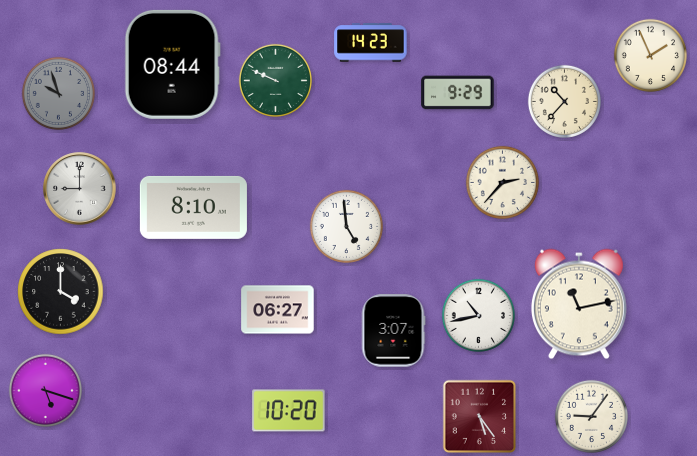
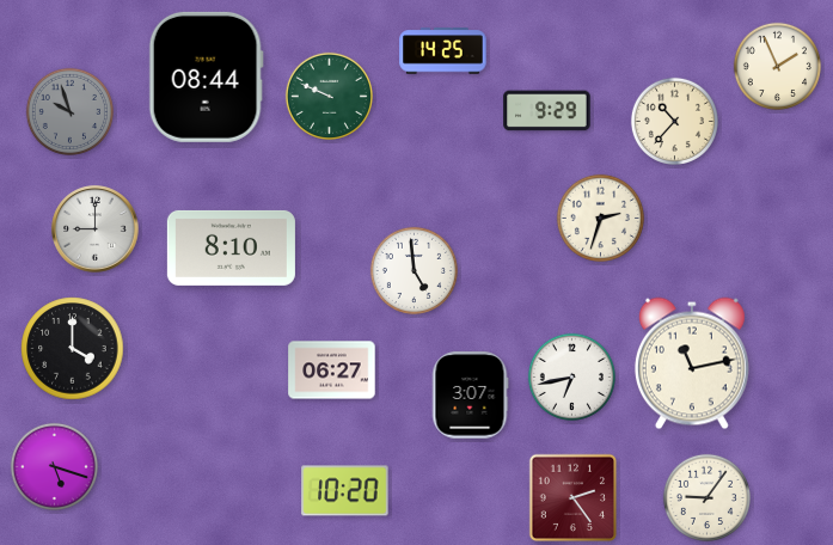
clock at (371, 43): 14:23 -> 14:25
clock at (502, 182): 2:37 -> 2:33
clock at (80, 189) position: (80, 189) -> (96, 229)
clock at (478, 315): 10:43 -> 6:43
clock at (480, 417): 5:24 -> 2:24
